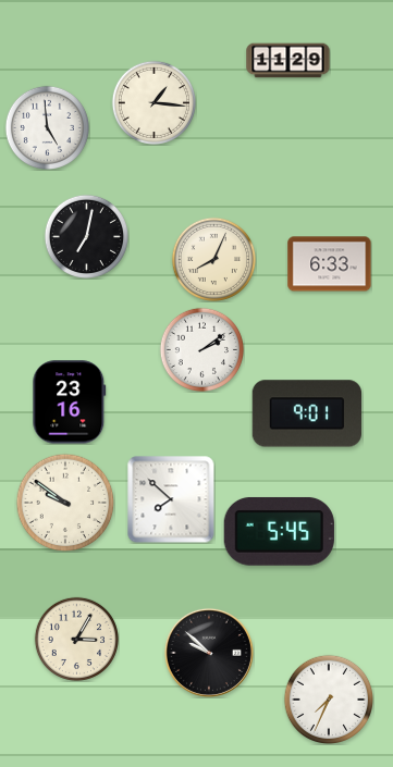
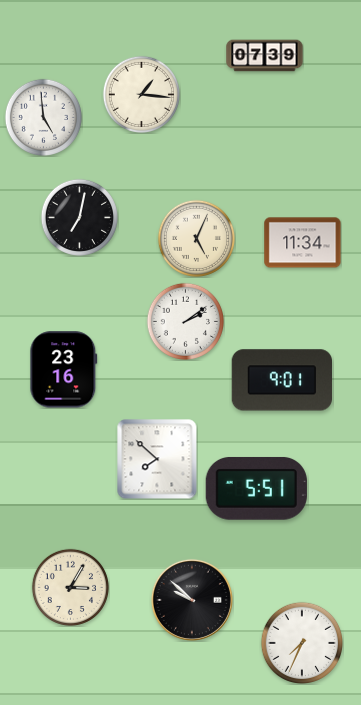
clock at (288, 61): 11:29 -> 07:39
clock at (213, 259): 8:04 -> 5:04
clock at (330, 264): 6:33 -> 11:34
clock at (65, 503): 9:51 -> none
clock at (279, 532): 5:45 -> 5:51
